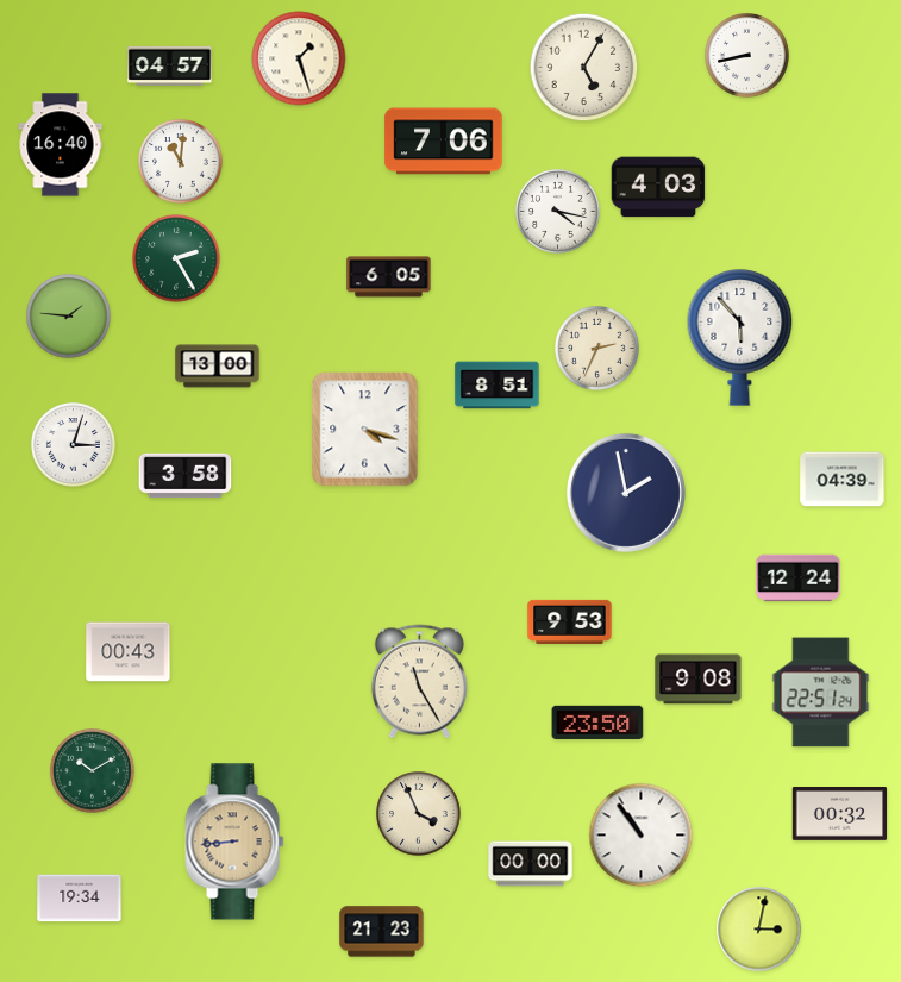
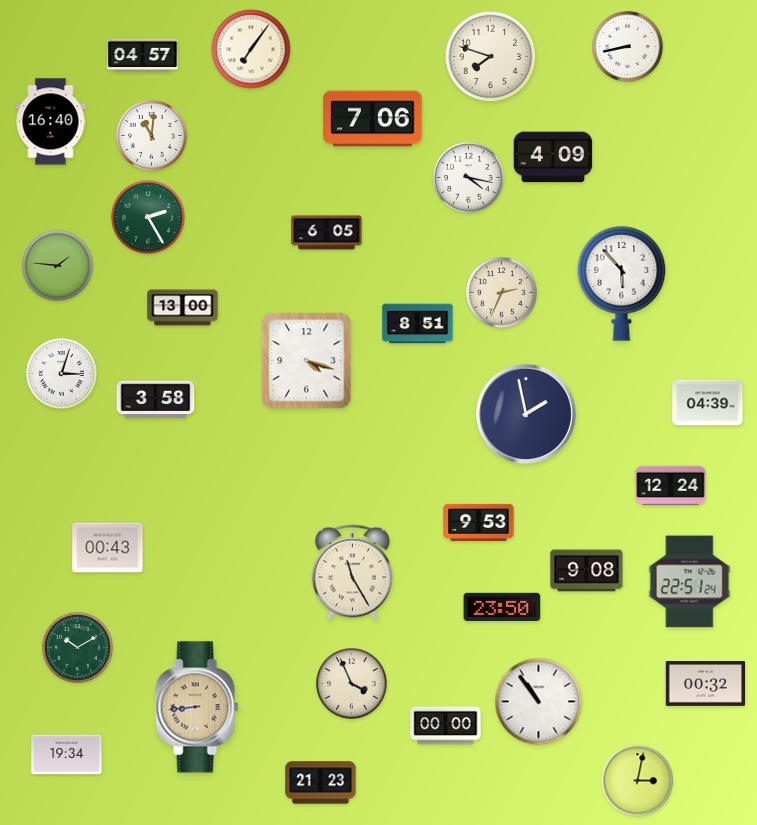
clock at (299, 58): 1:27 -> 7:06
clock at (584, 68): 5:05 -> 7:48
clock at (658, 187): 4:03 -> 4:09
